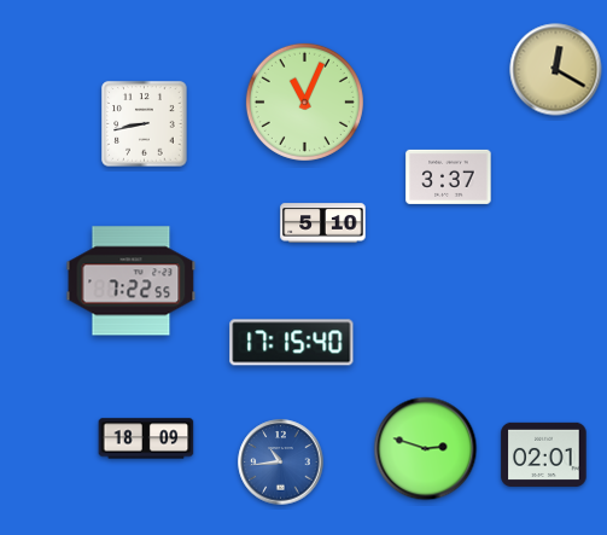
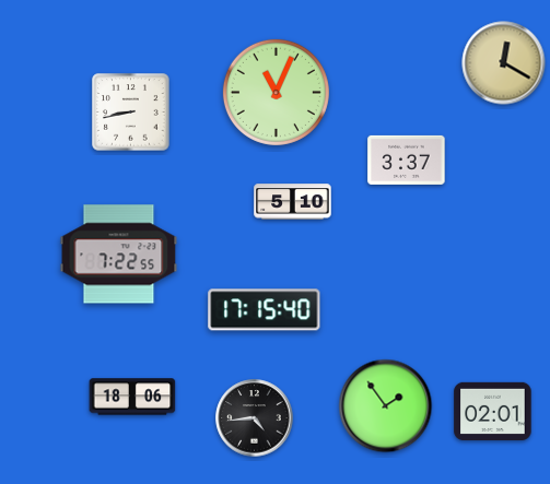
clock at (146, 438): 18:09 -> 18:06
clock at (426, 449): 2:48 -> 1:54
clock at (281, 463): 10:44 -> 4:44
clock at (281, 463) dial: blue -> black
